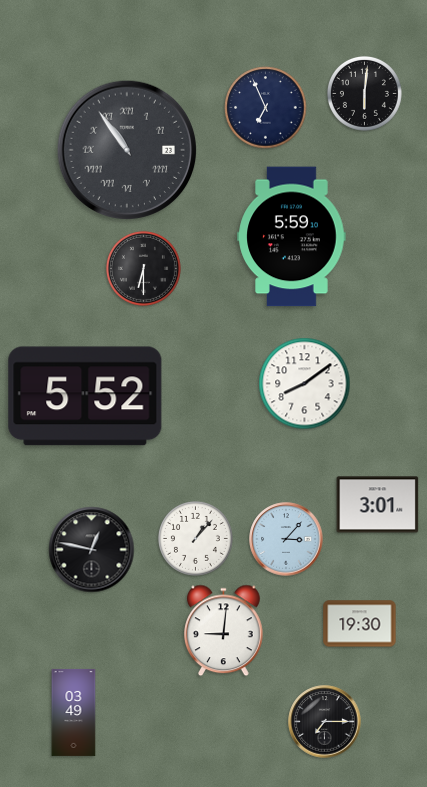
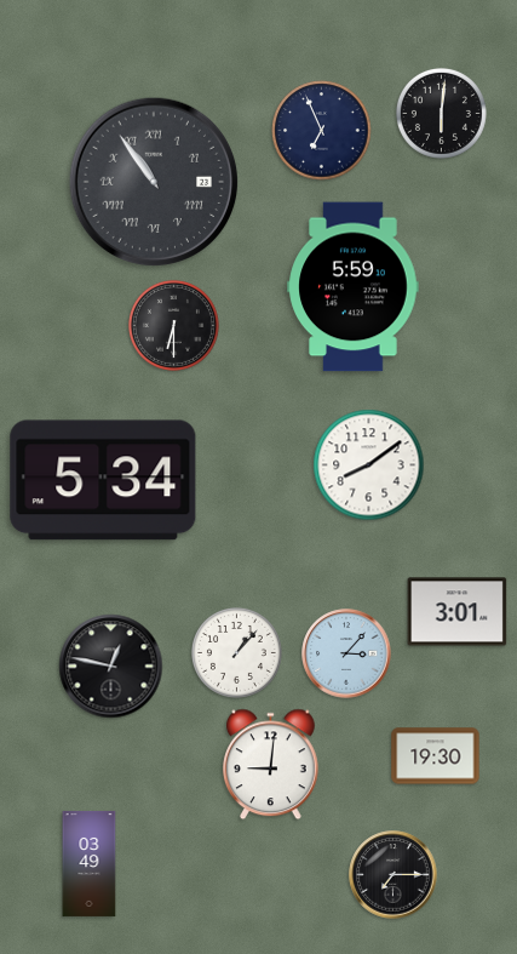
clock at (85, 396): 5:52 -> 5:34
